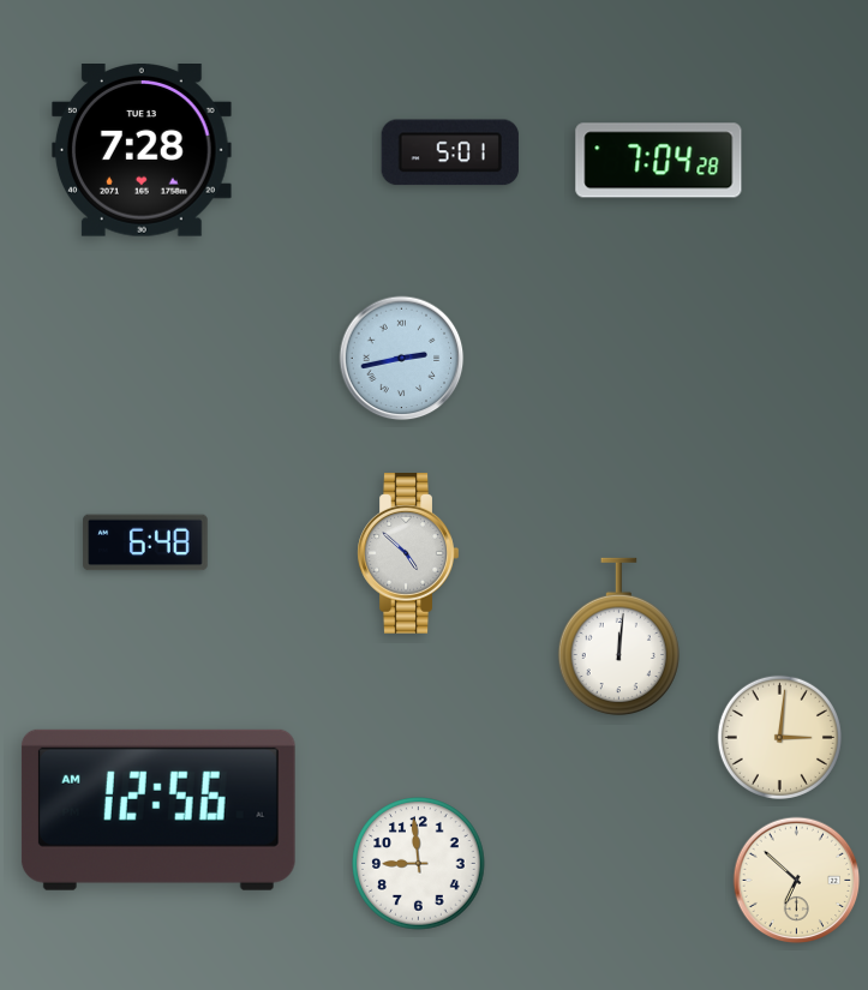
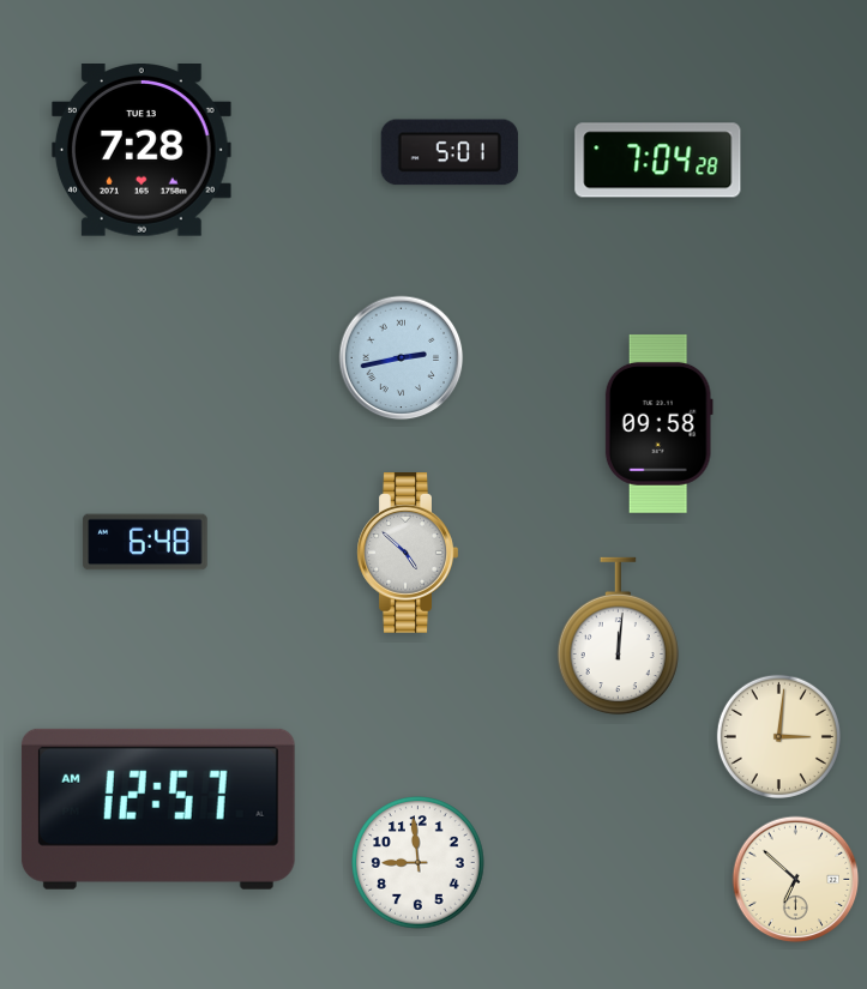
clock at (658, 423): none -> 09:58
clock at (158, 810): 12:56 -> 12:57
